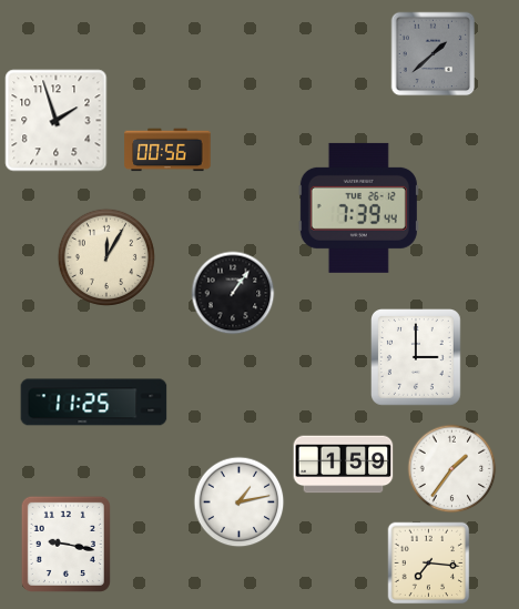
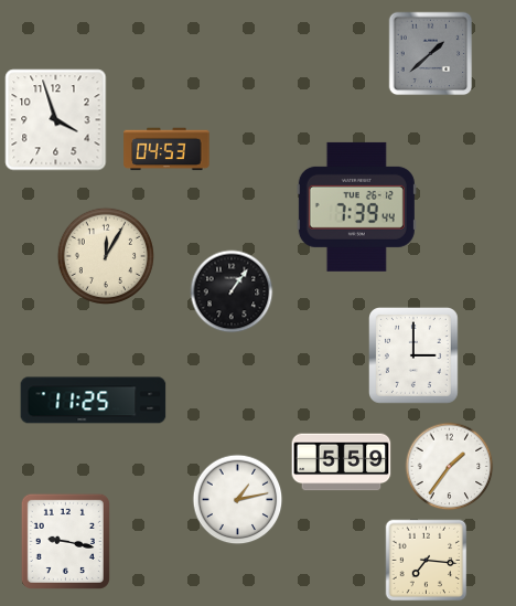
clock at (57, 121): 1:57 -> 3:57
clock at (167, 150): 00:56 -> 04:53
clock at (344, 465): 1:59 -> 5:59
